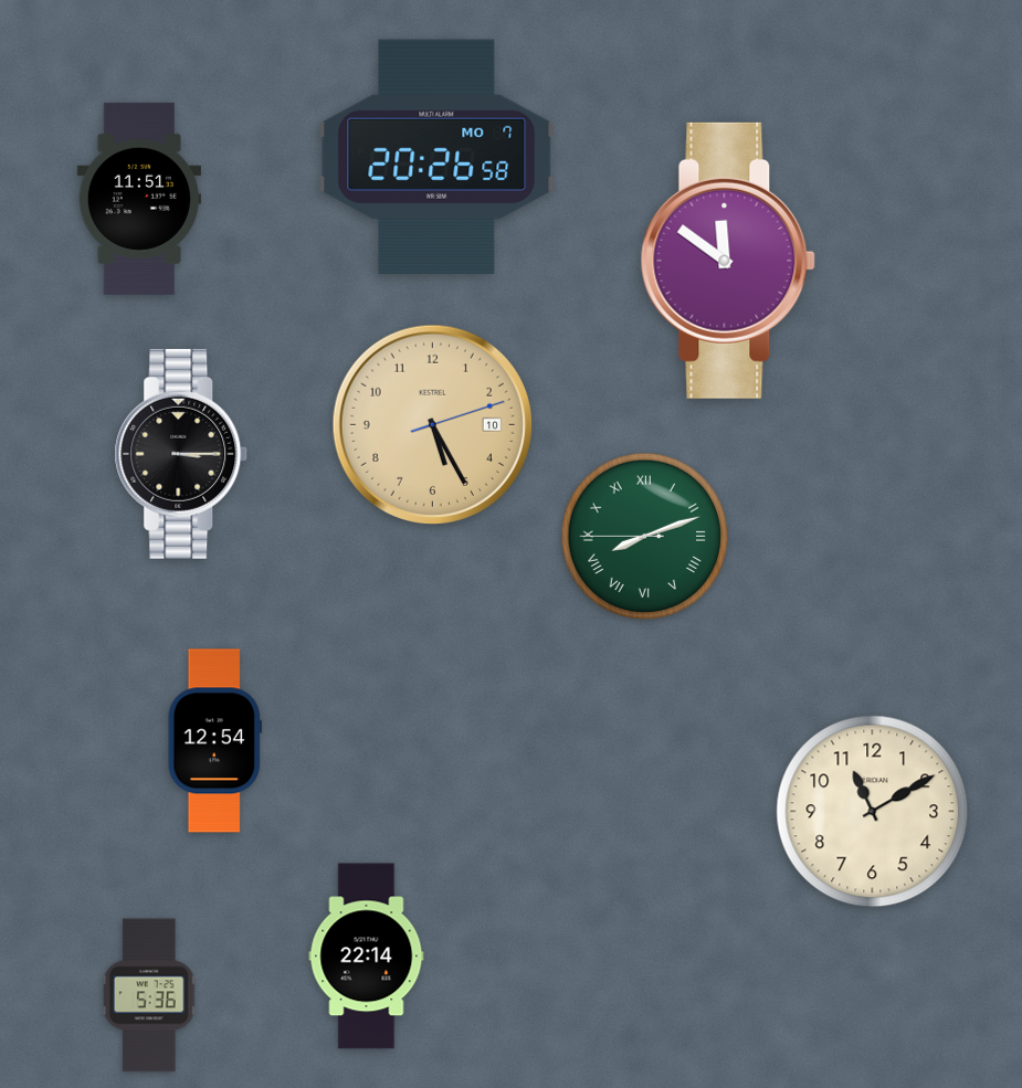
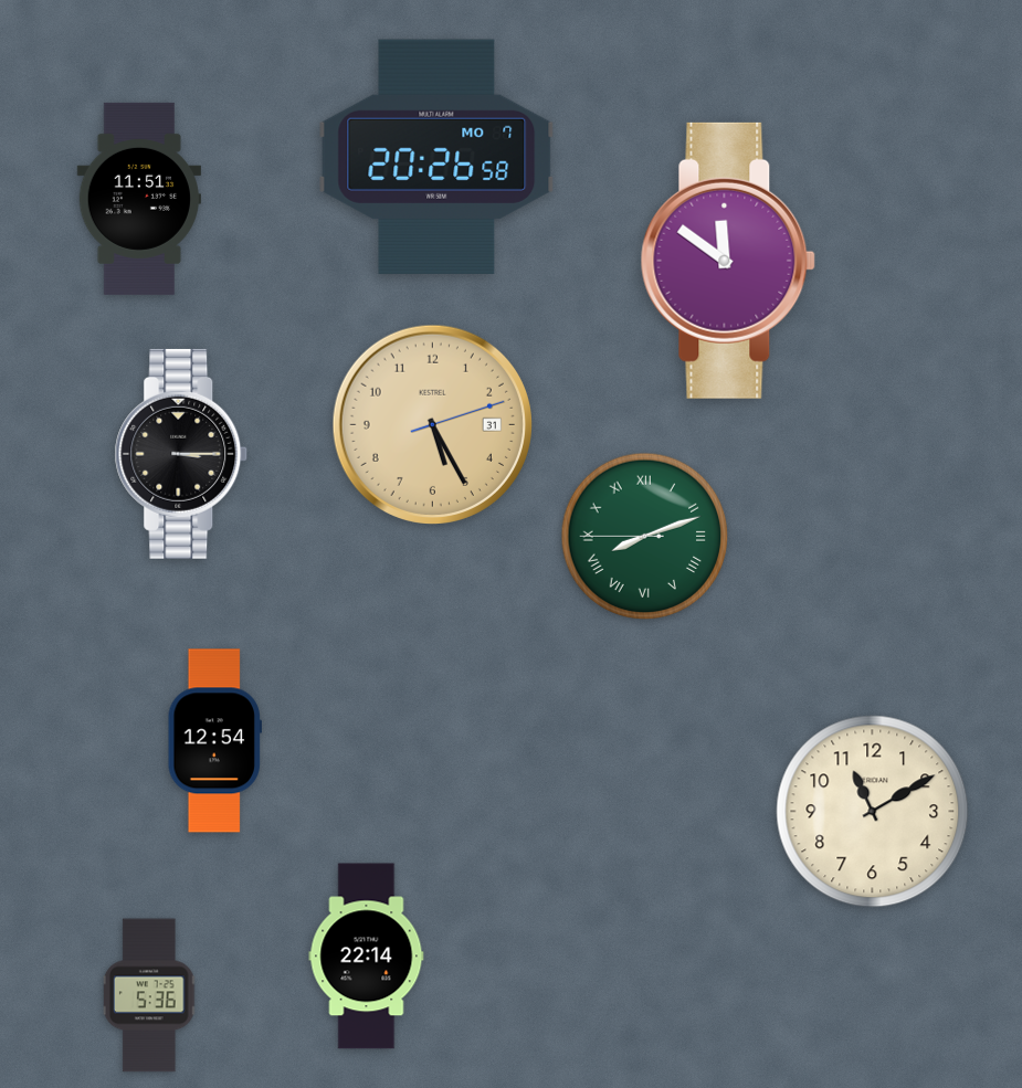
clock at (432, 424) date: 10 -> 31
